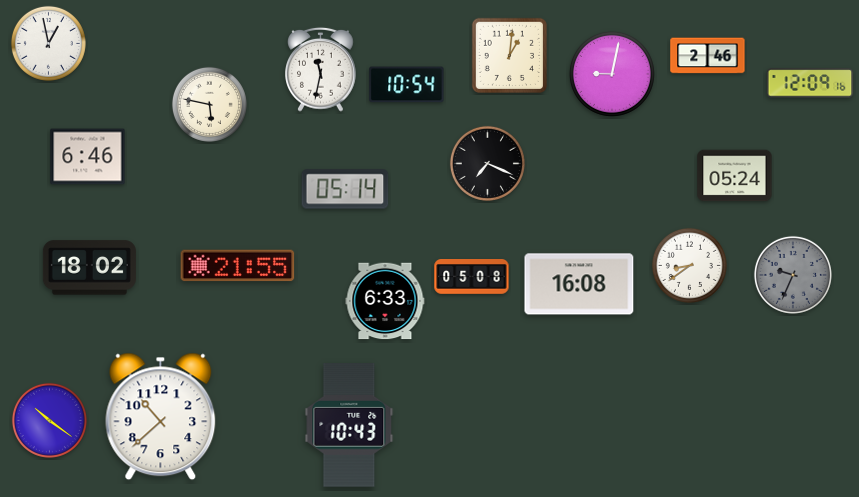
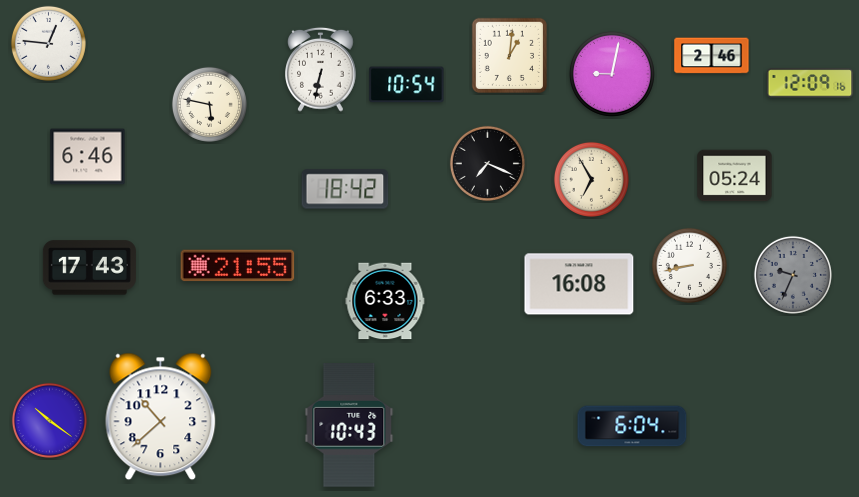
clock at (48, 43): 12:58 -> 12:46
clock at (708, 56) position: (708, 56) -> (712, 56)
clock at (321, 69): 11:32 -> 6:32
clock at (591, 179): none -> 6:55
clock at (345, 189): 05:14 -> 18:42
clock at (689, 265): 8:39 -> 8:43
clock at (89, 268): 18:02 -> 17:43
clock at (472, 277): 05:08 -> none
clock at (632, 426): none -> 6:04
